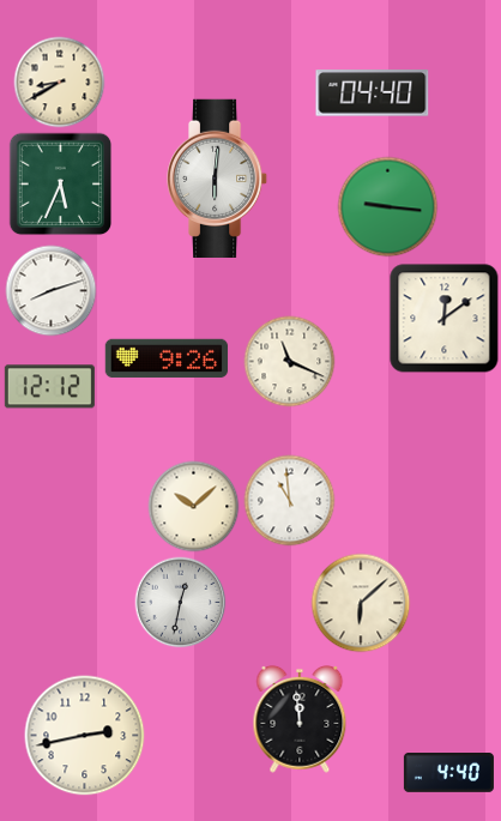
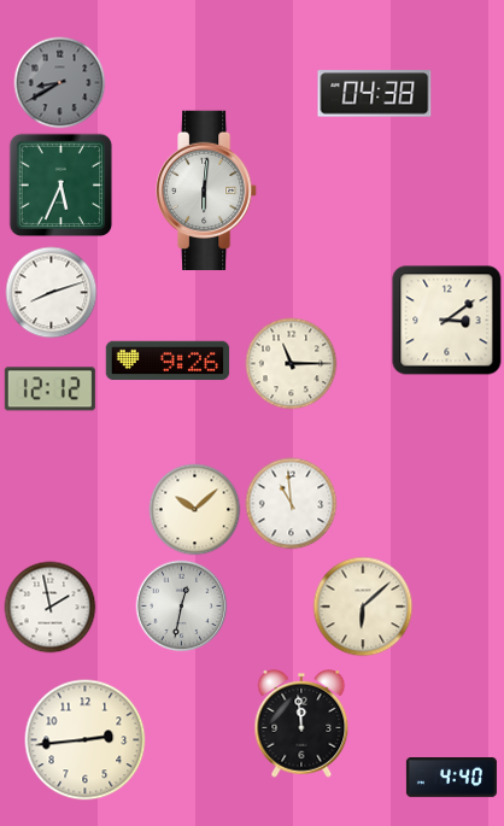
clock at (60, 83) dial: cream -> grey
clock at (373, 93): 04:40 -> 04:38
clock at (217, 177) position: (217, 177) -> (206, 189)
clock at (388, 207): 9:16 -> none
clock at (445, 319): 12:09 -> 3:09
clock at (290, 362): 11:19 -> 11:15
clock at (51, 608): none -> 1:58
clock at (85, 736): 2:43 -> 2:44
